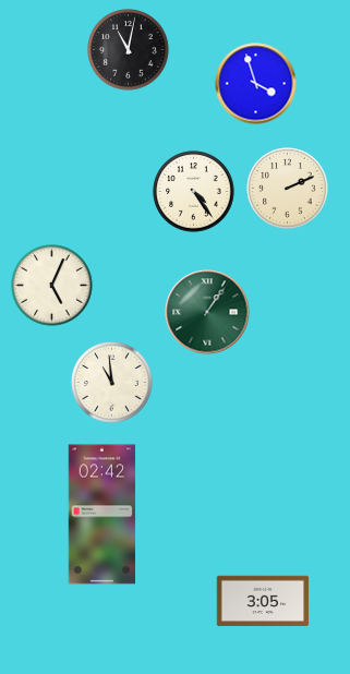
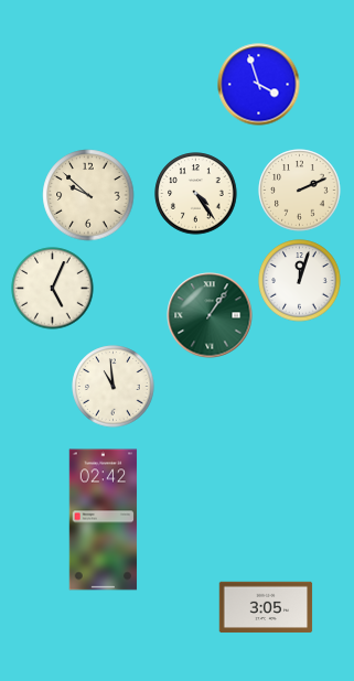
clock at (129, 50): 11:02 -> none
clock at (288, 189) position: (288, 189) -> (300, 191)
clock at (88, 195): none -> 9:52
clock at (300, 281): none -> 12:03
